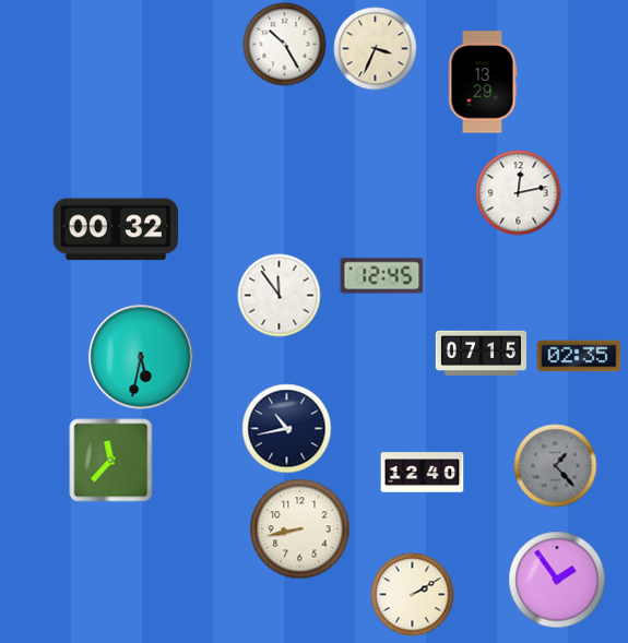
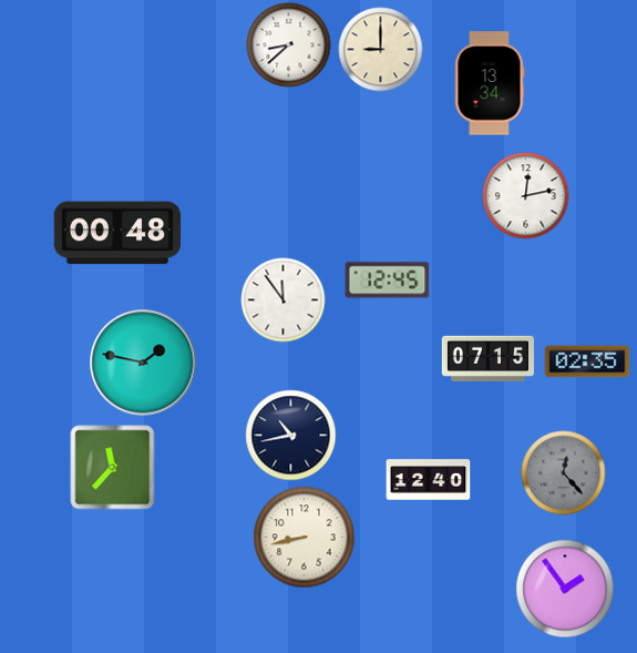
clock at (285, 45): 10:25 -> 8:38
clock at (376, 49): 3:34 -> 9:00
clock at (483, 82): 13:29 -> 13:34
clock at (116, 229): 00:32 -> 00:48
clock at (141, 357): 5:32 -> 1:47
clock at (556, 466): 1:23 -> 12:23
clock at (413, 595): 2:10 -> none
